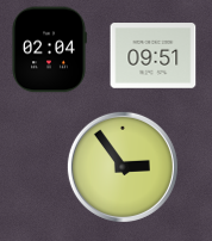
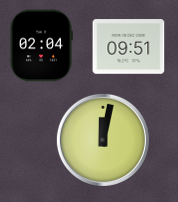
clock at (49, 50) position: (49, 50) -> (41, 46)
clock at (123, 167): 2:54 -> 12:02
